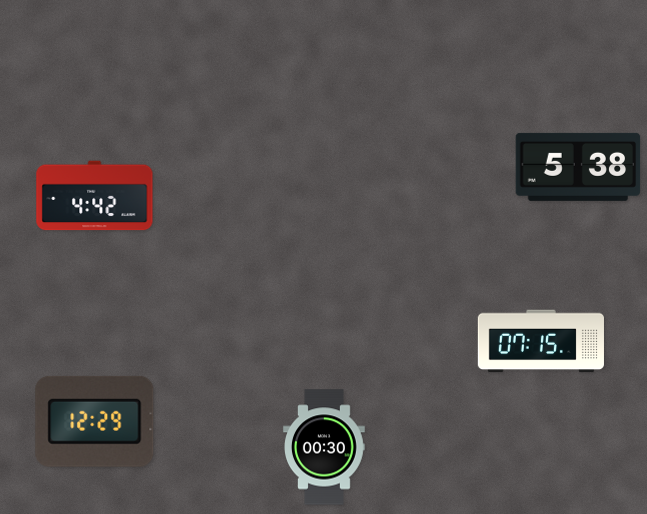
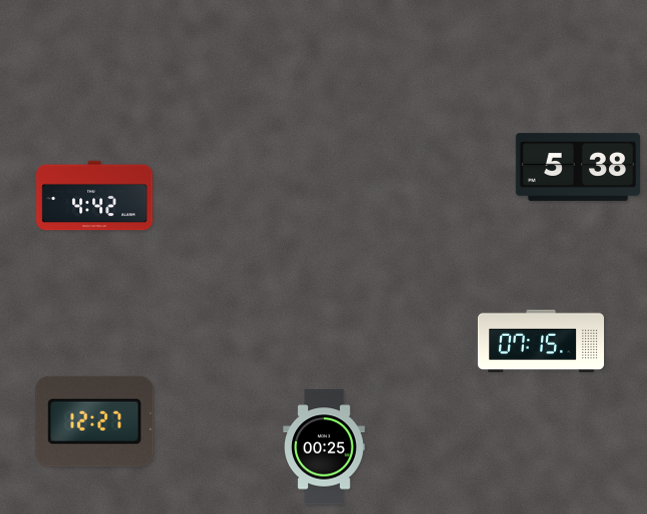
clock at (95, 421): 12:29 -> 12:27
clock at (325, 447): 00:30 -> 00:25
